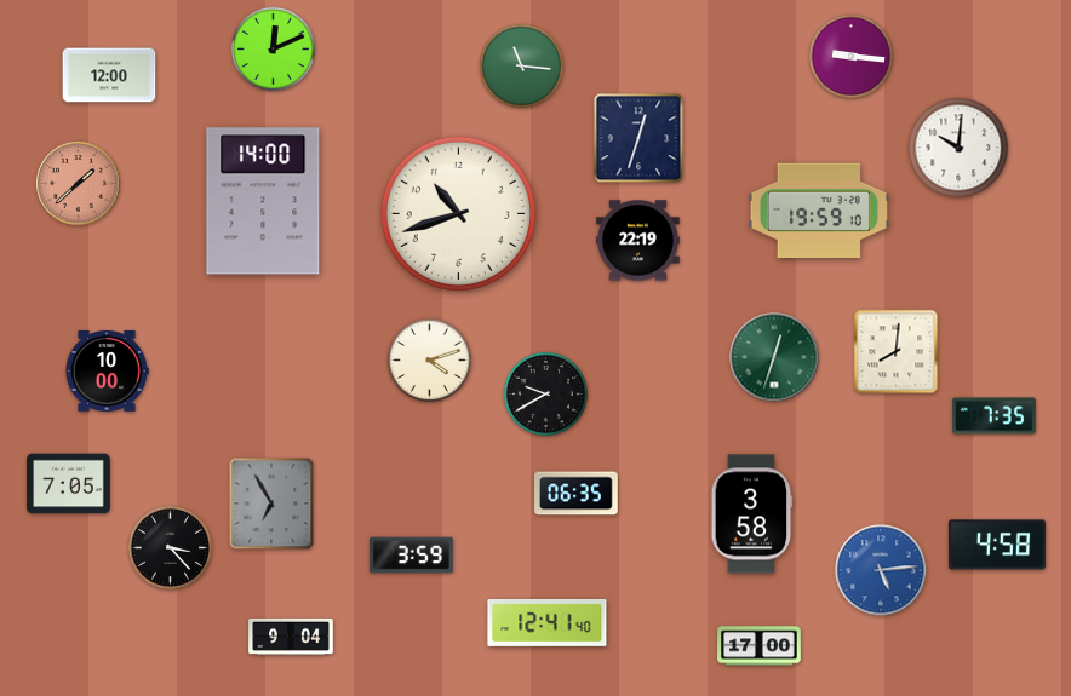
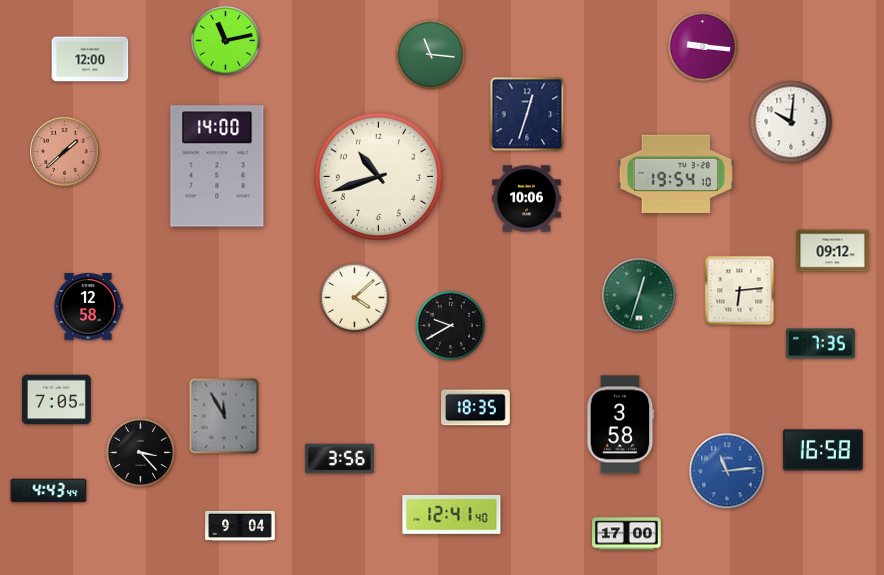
clock at (273, 48): 12:11 -> 11:13
clock at (109, 75) position: (109, 75) -> (90, 59)
clock at (819, 211): 19:59 -> 19:54
clock at (638, 241): 22:19 -> 10:06
clock at (833, 251): none -> 09:12
clock at (897, 352): 8:01 -> 6:14
clock at (429, 359): 4:12 -> 4:08
clock at (107, 372): 10:00 -> 12:58
clock at (577, 494): 06:35 -> 18:35
clock at (271, 504): 6:55 -> 11:55
clock at (997, 545): 4:58 -> 16:58
clock at (412, 556): 3:59 -> 3:56
clock at (881, 570): 5:14 -> 11:14
clock at (49, 491): none -> 4:43
